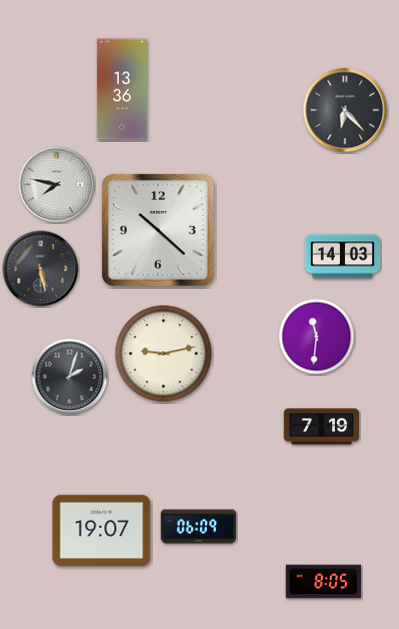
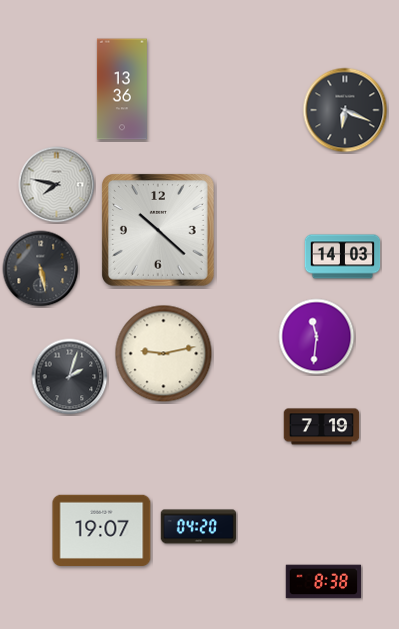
clock at (345, 110): 6:23 -> 6:19
clock at (199, 527): 06:09 -> 04:20
clock at (324, 582): 8:05 -> 8:38
